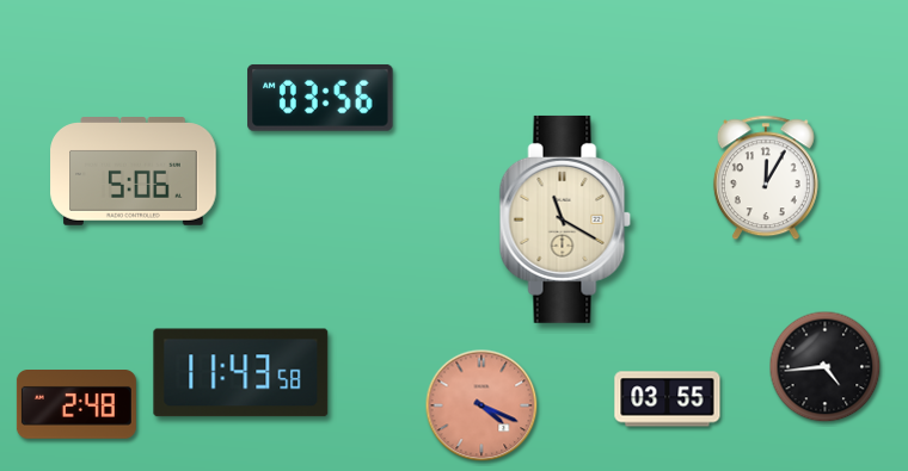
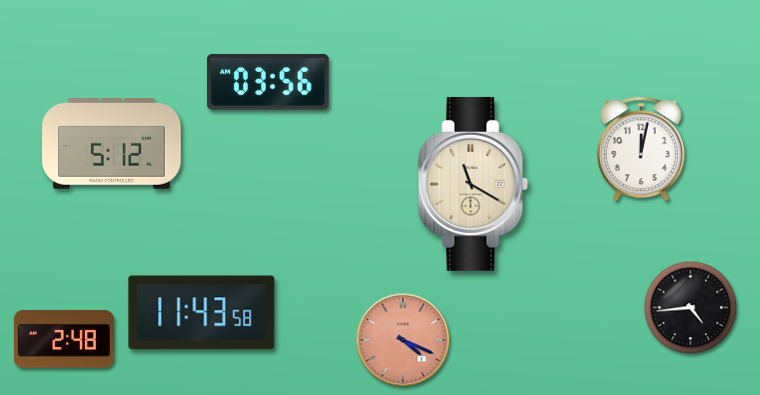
clock at (134, 172): 5:06 -> 5:12
clock at (766, 178): 12:05 -> 12:02
clock at (668, 399): 03:55 -> none
